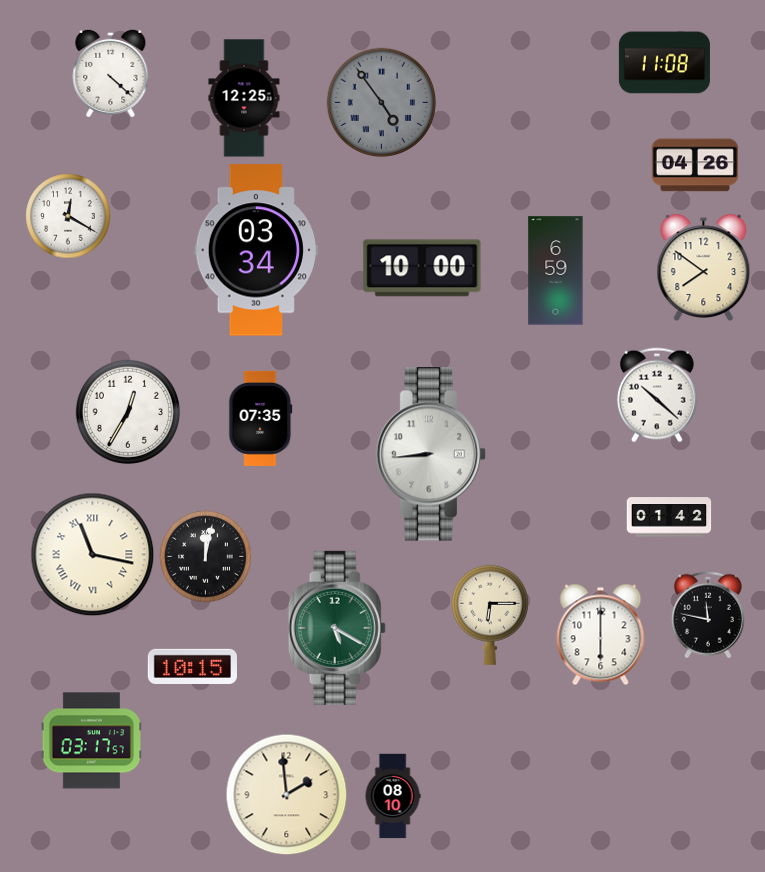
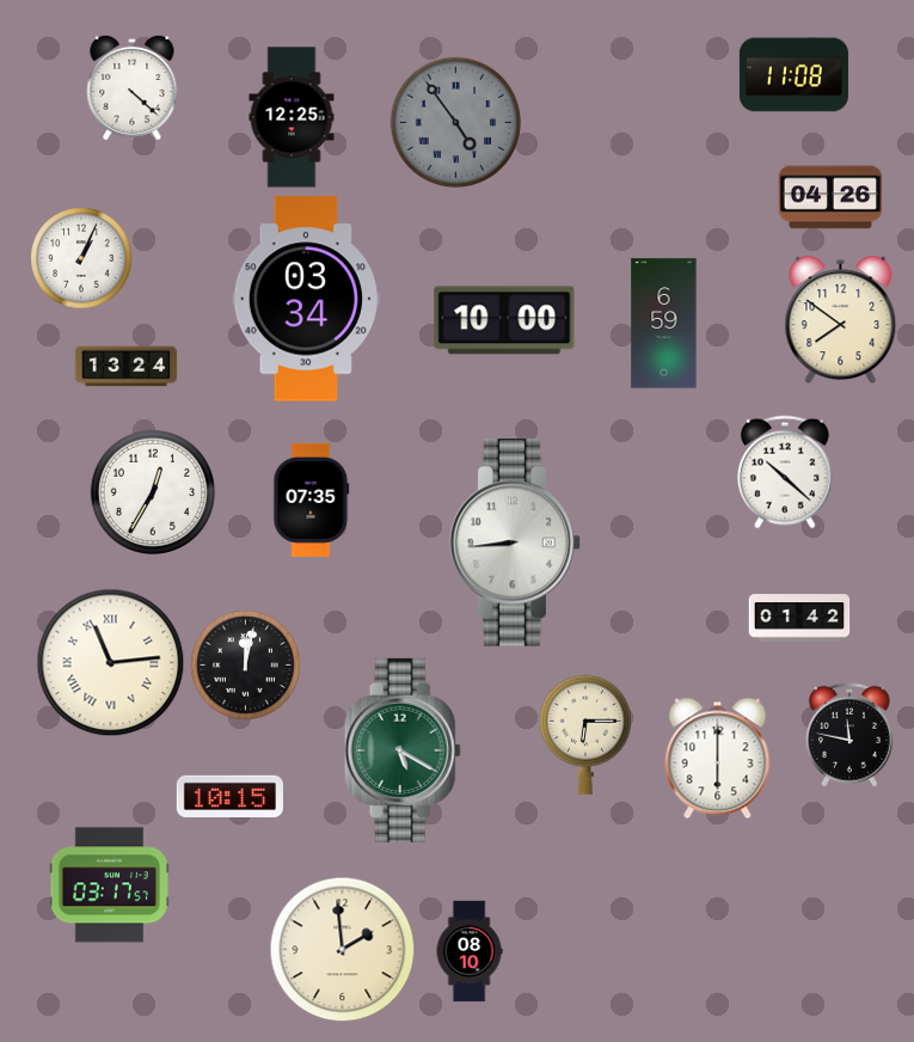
clock at (68, 216): 12:20 -> 1:04
clock at (125, 367): none -> 13:24
clock at (92, 554): 11:17 -> 11:14
clock at (708, 615) position: (708, 615) -> (849, 735)
